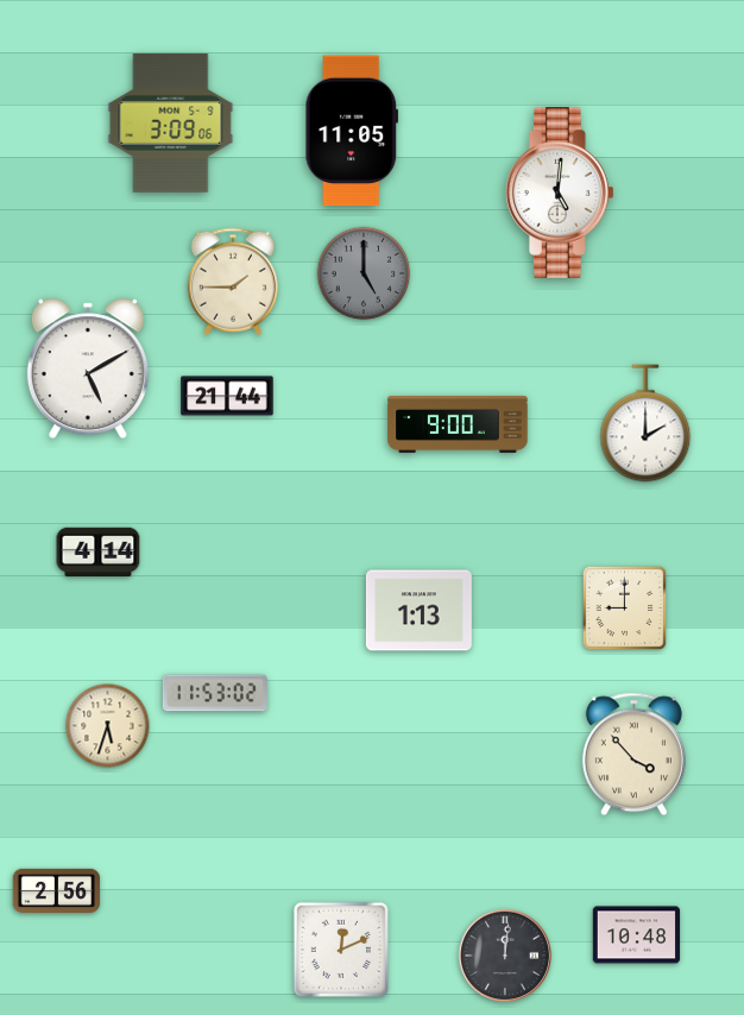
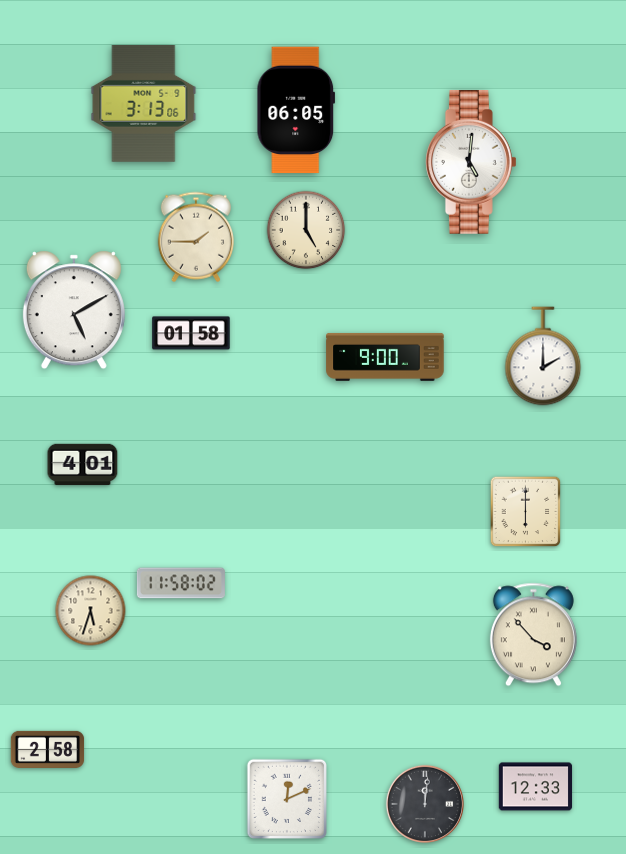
clock at (171, 124): 3:09 -> 3:13
clock at (352, 131): 11:05 -> 06:05
clock at (364, 273) dial: grey -> cream
clock at (227, 396): 21:44 -> 01:58
clock at (99, 553): 4:14 -> 4:01
clock at (625, 609): 9:00 -> 6:00
clock at (418, 611): 1:13 -> none
clock at (215, 693): 11:53 -> 11:58
clock at (57, 890): 2:56 -> 2:58
clock at (637, 935): 10:48 -> 12:33
